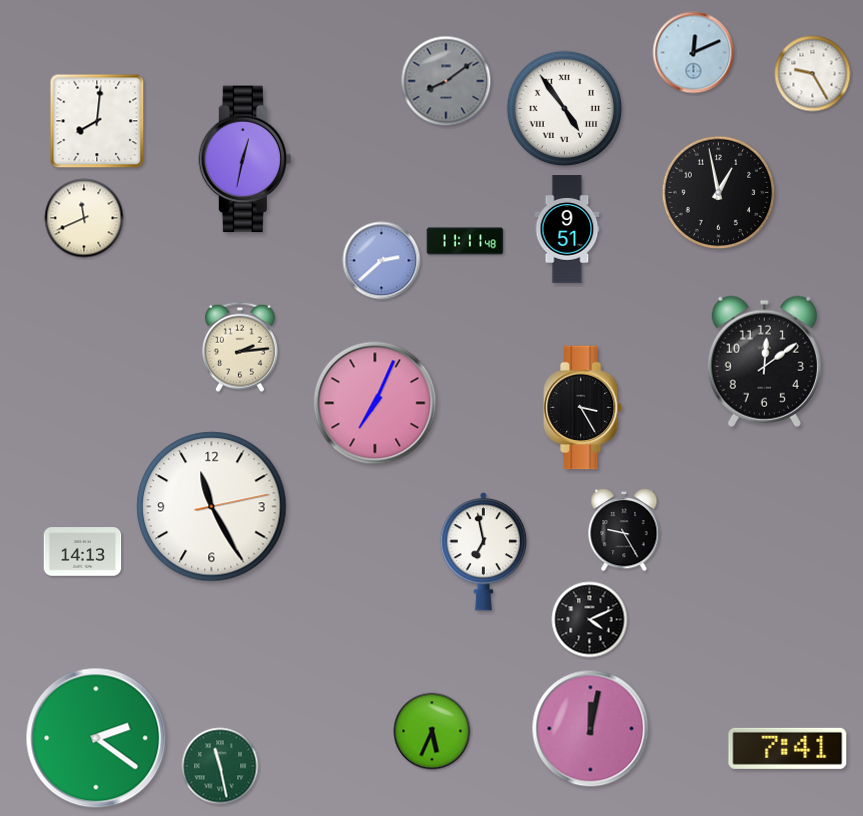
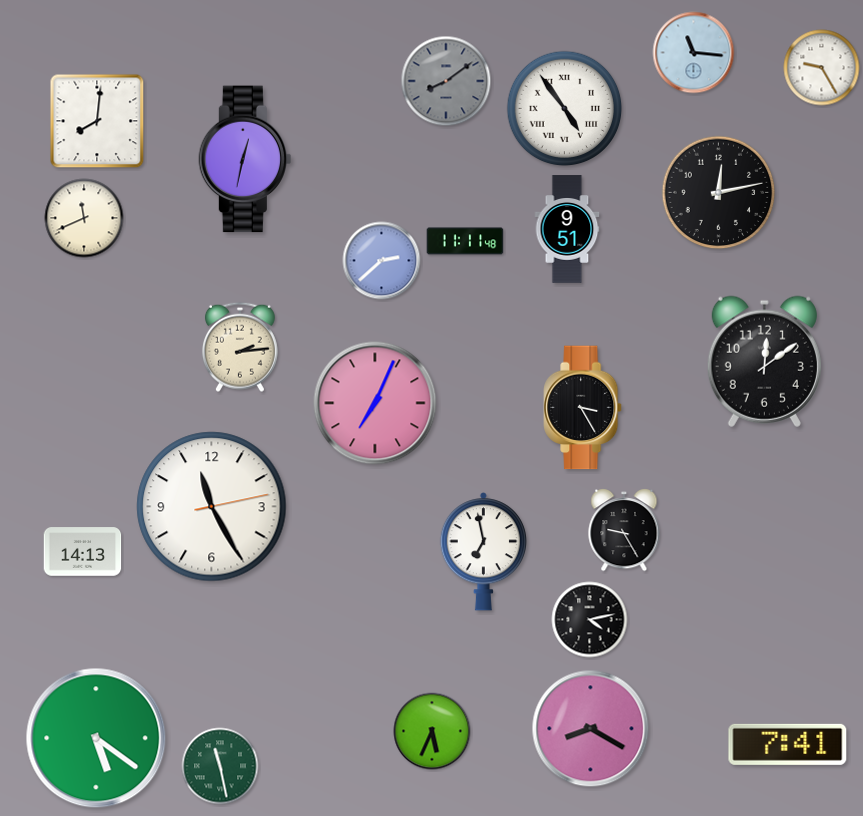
clock at (694, 53): 12:11 -> 11:16
clock at (813, 74) position: (813, 74) -> (822, 68)
clock at (719, 193): 12:58 -> 12:13
clock at (590, 620): 4:11 -> 4:13
clock at (591, 729): 12:02 -> 8:20
clock at (96, 738): 2:21 -> 5:21
clock at (788, 748) position: (788, 748) -> (788, 744)
